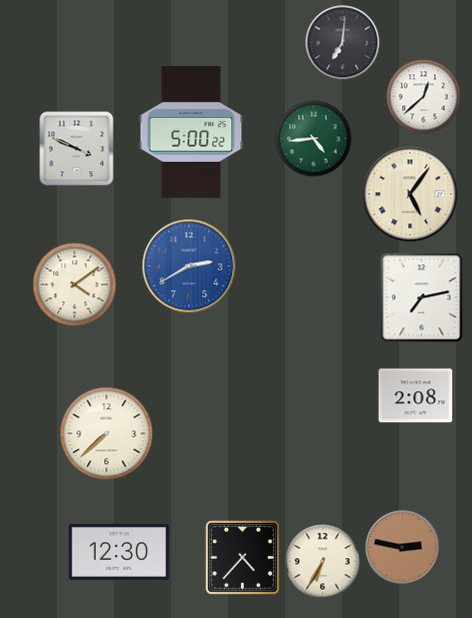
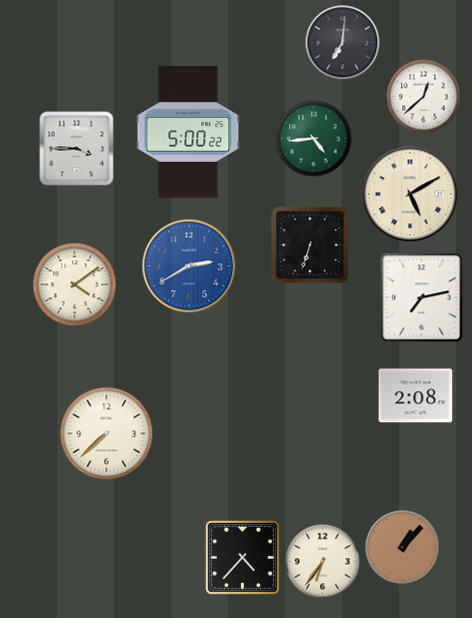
clock at (191, 132) position: (191, 132) -> (188, 132)
clock at (77, 149): 3:49 -> 3:45
clock at (410, 194): 5:06 -> 5:10
clock at (310, 245): none -> 6:33
clock at (403, 548): 2:47 -> 1:07
clock at (119, 552): 12:30 -> none
clock at (323, 562): 6:35 -> 6:36
